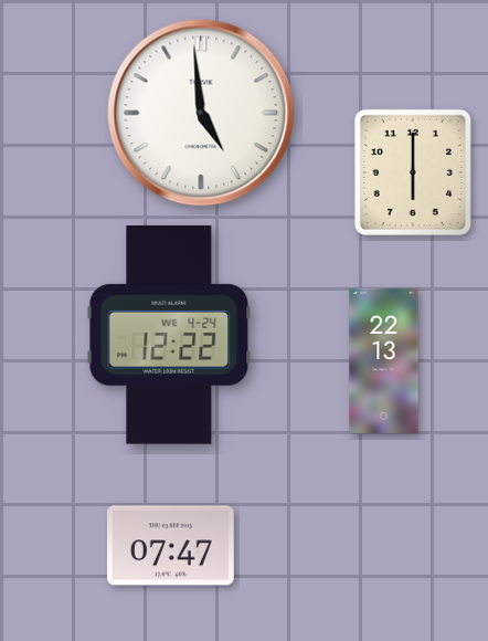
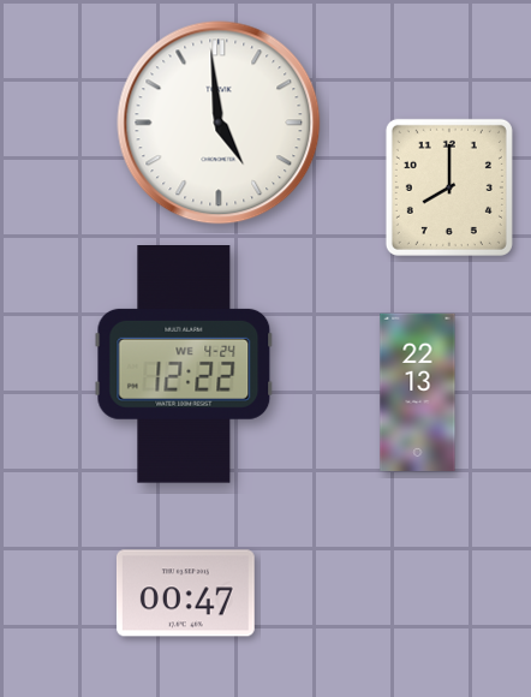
clock at (413, 172): 6:00 -> 8:00
clock at (170, 546): 07:47 -> 00:47
